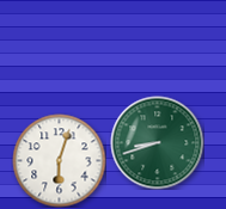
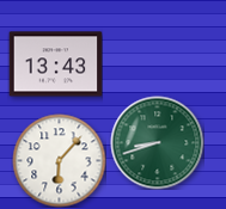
clock at (55, 64): none -> 13:43
clock at (59, 160): 6:03 -> 6:07
